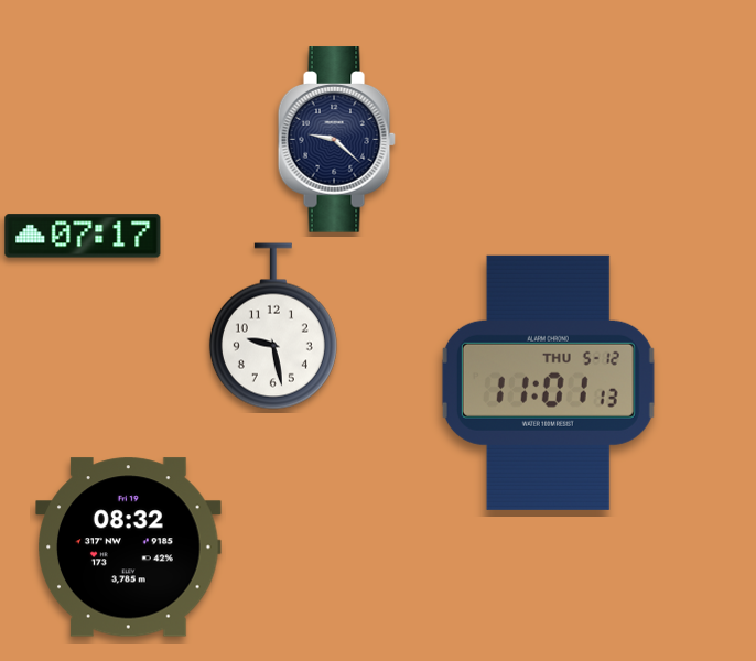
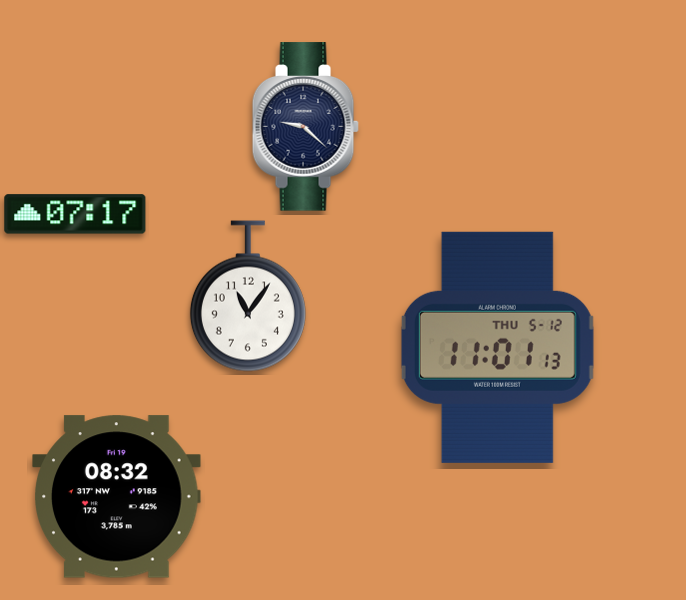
clock at (273, 326): 9:28 -> 11:06
